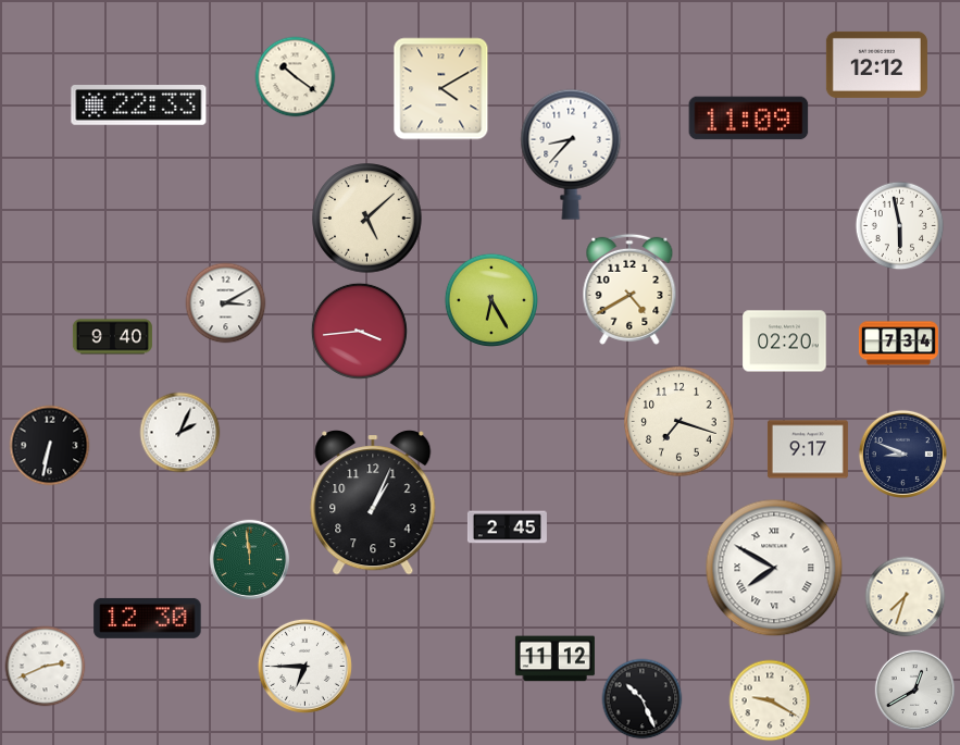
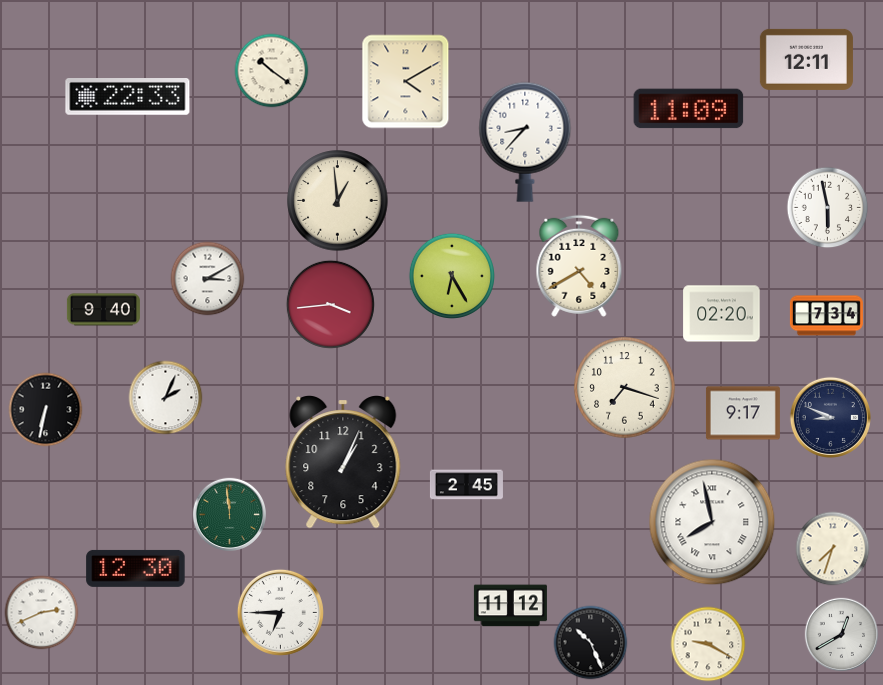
clock at (876, 64): 12:12 -> 12:11
clock at (367, 219): 5:08 -> 12:59
clock at (774, 568): 7:50 -> 7:58
